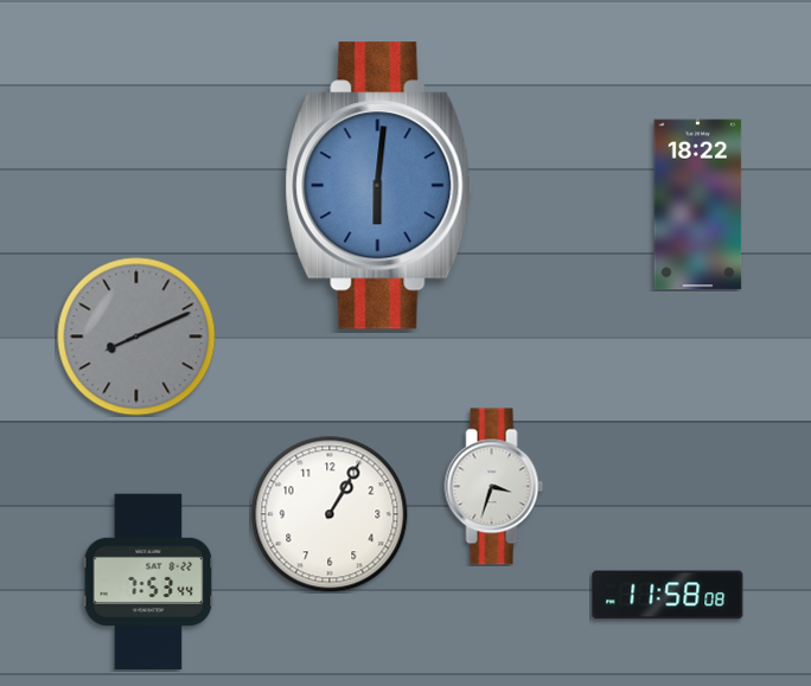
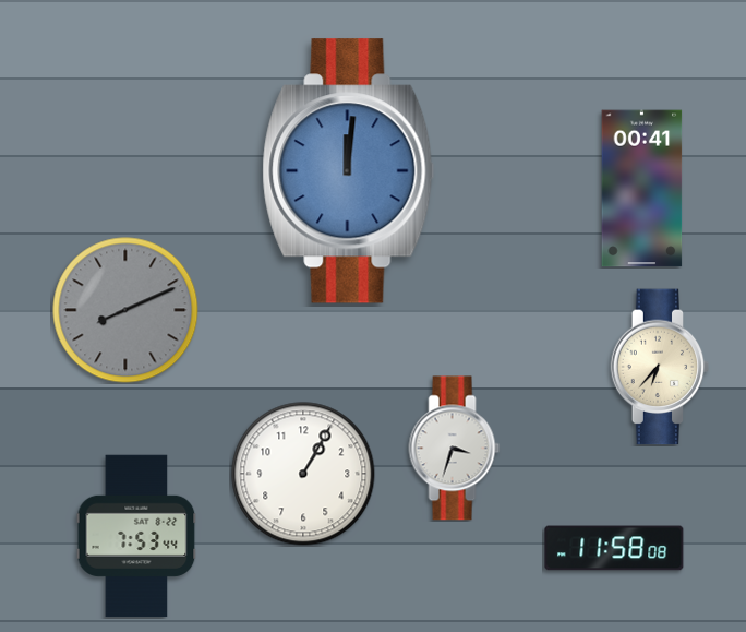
clock at (379, 186): 6:01 -> 12:01
clock at (698, 205): 18:22 -> 00:41
clock at (660, 367): none -> 6:37
